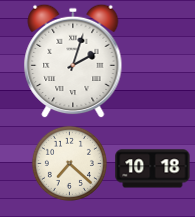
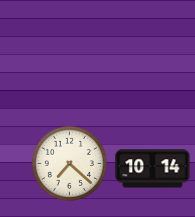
clock at (73, 61): 2:03 -> none
clock at (153, 169): 10:18 -> 10:14
